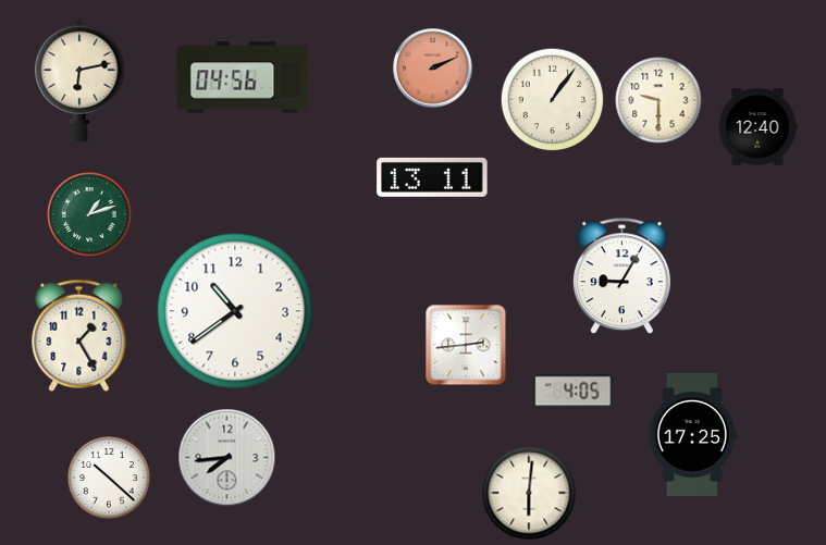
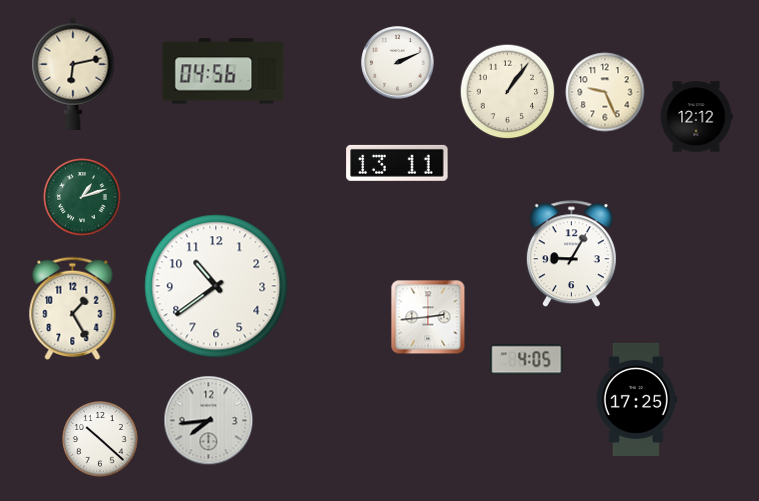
clock at (433, 69) dial: salmon -> white
clock at (658, 100): 9:30 -> 9:26
clock at (757, 127): 12:40 -> 12:12
clock at (529, 493): 6:01 -> none
